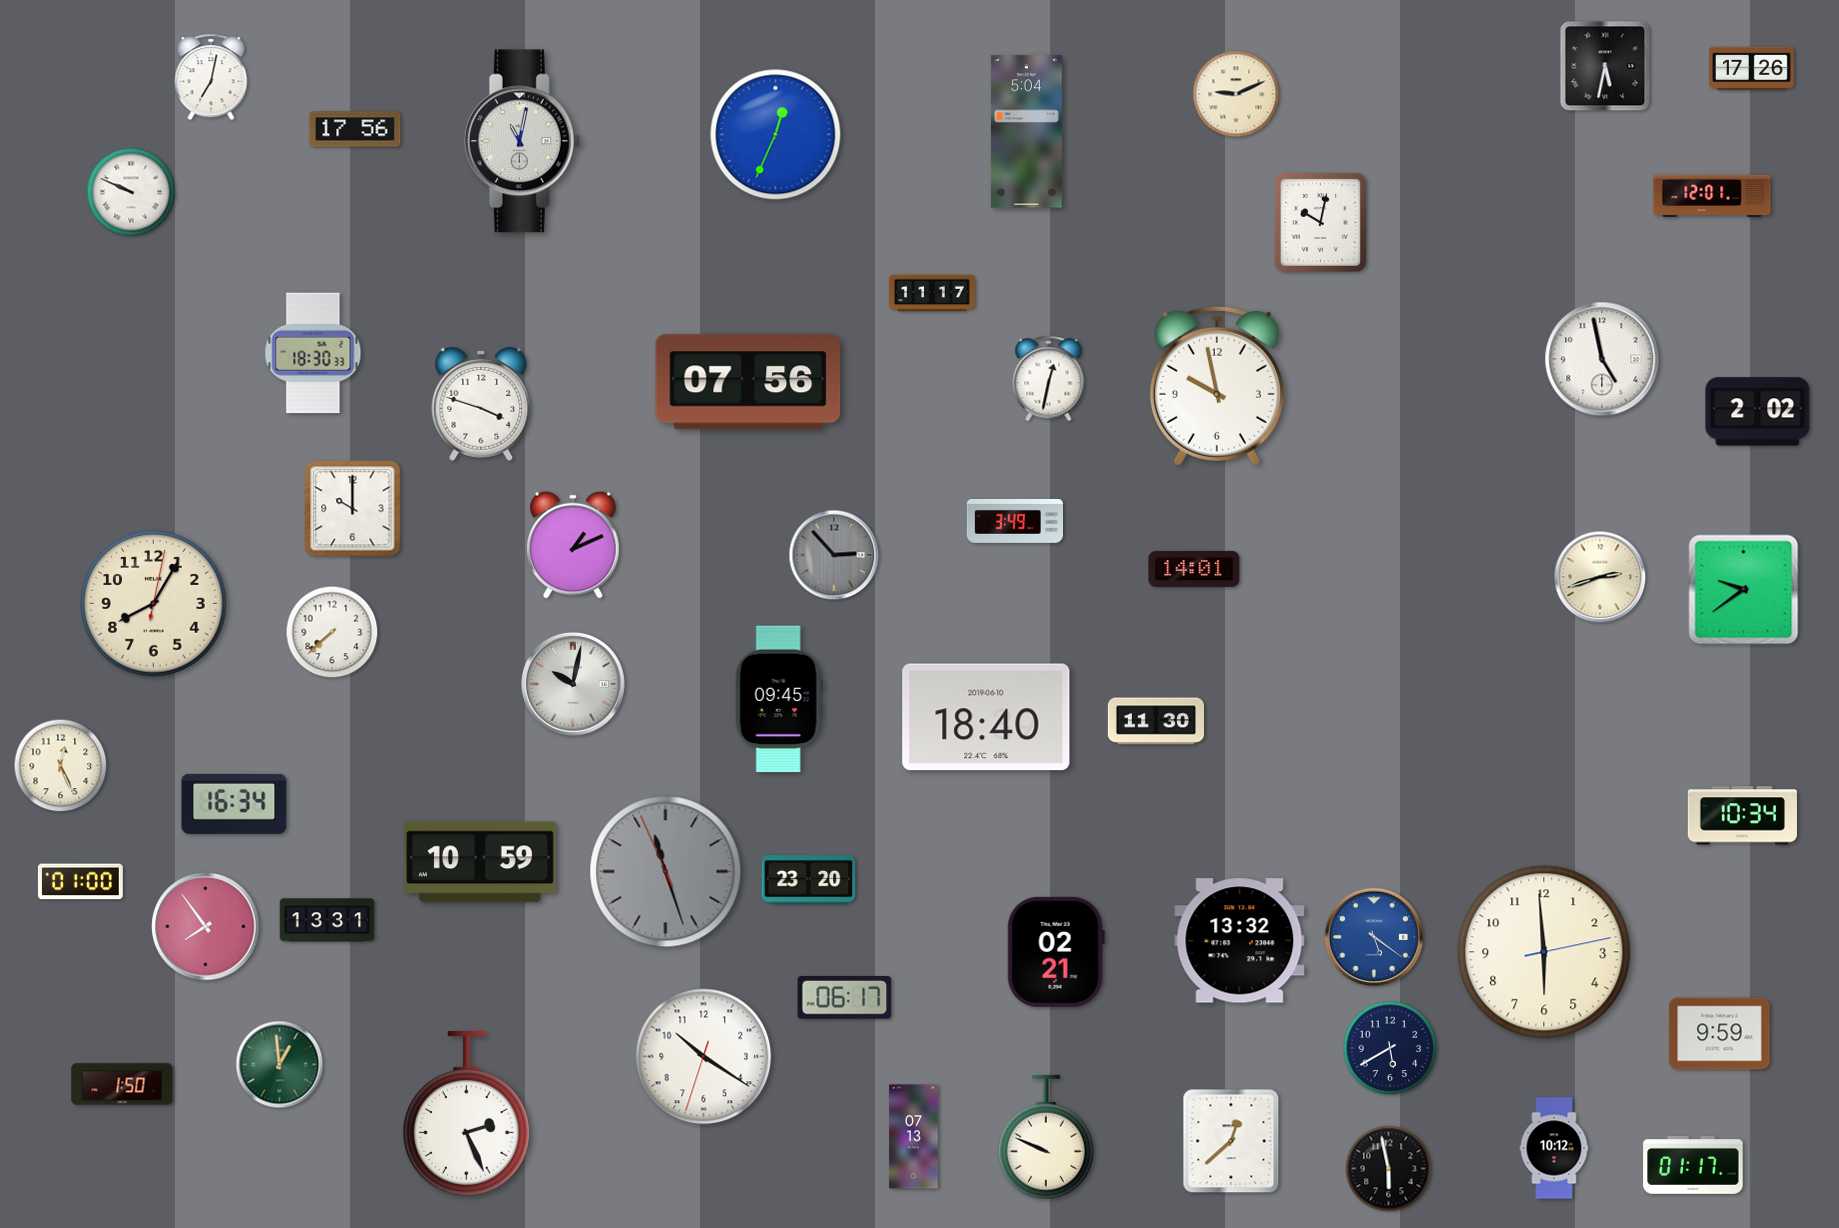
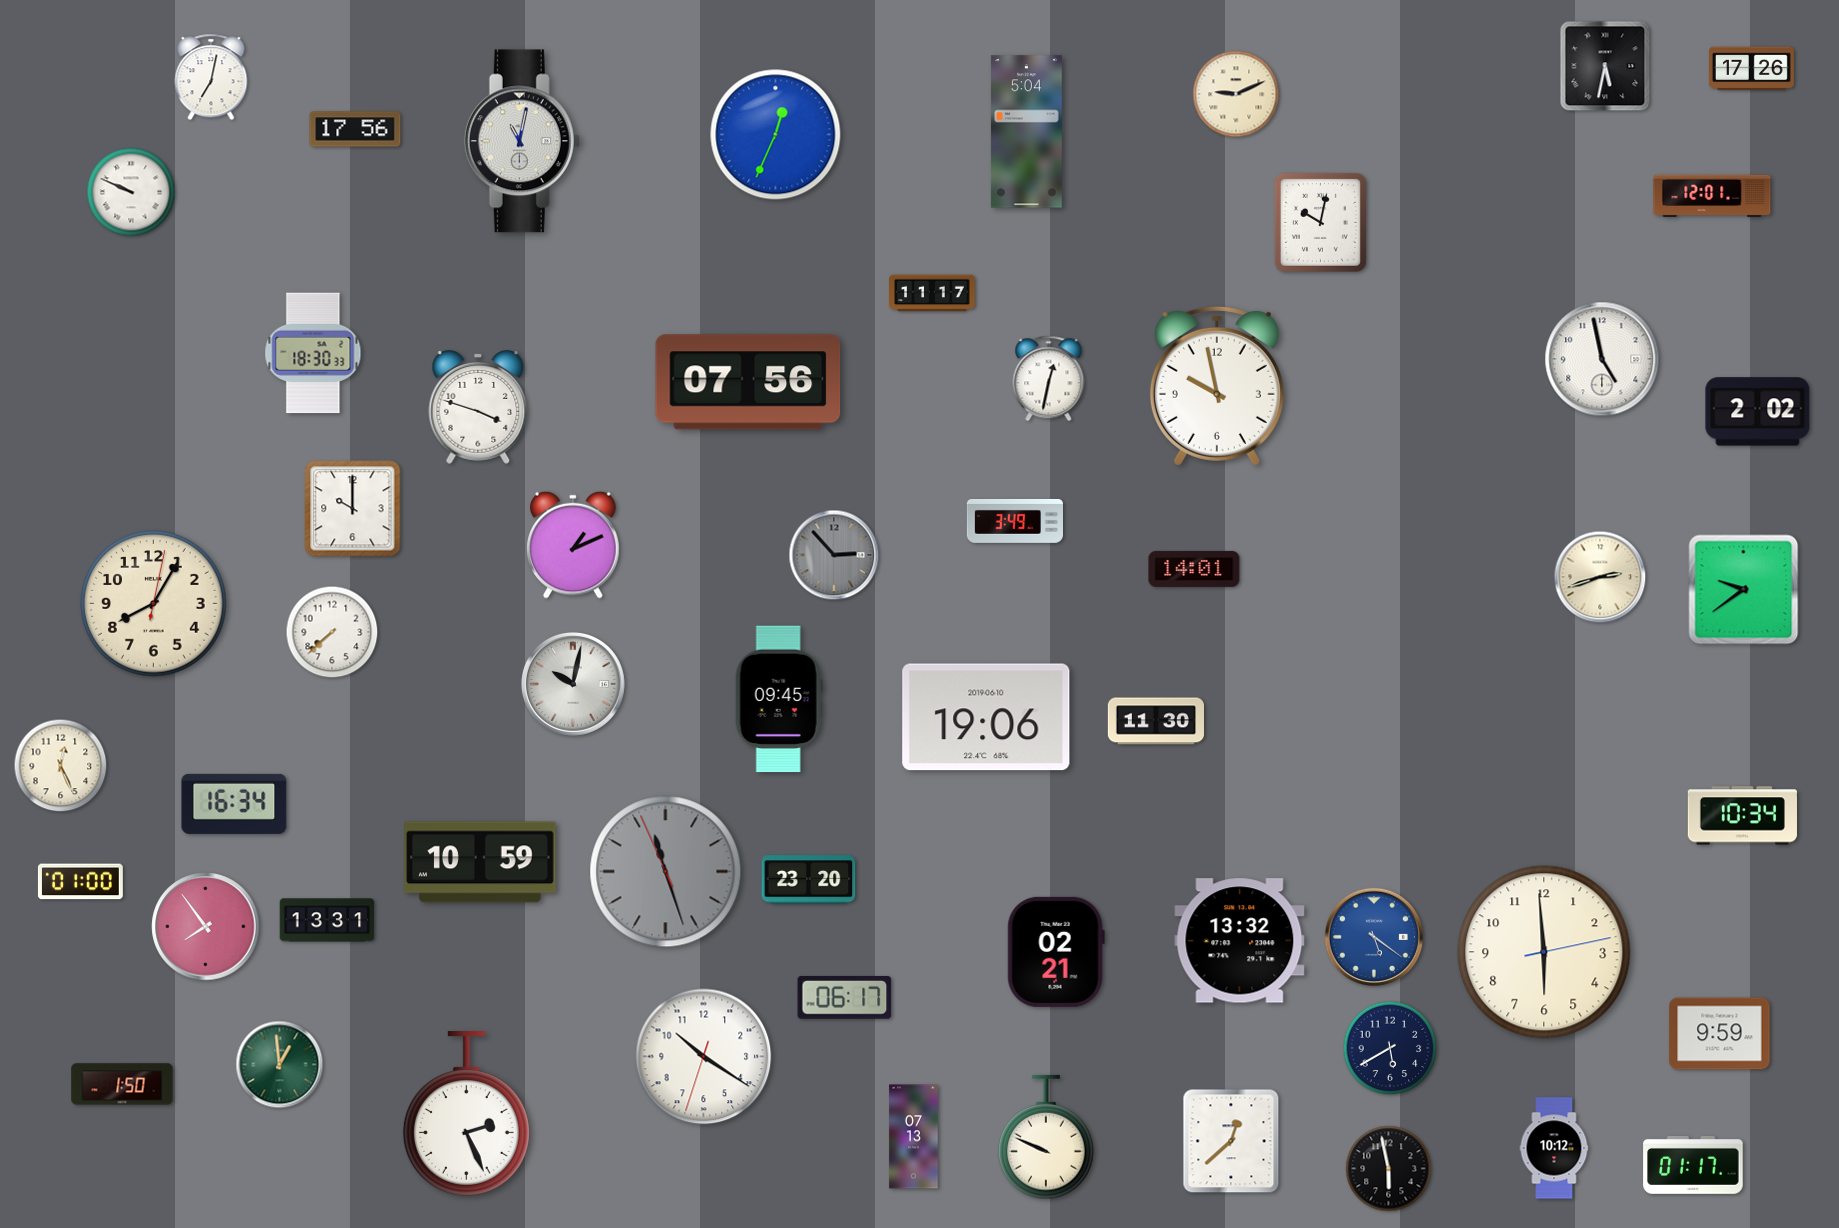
clock at (481, 405) position: (481, 405) -> (478, 408)
clock at (986, 717): 18:40 -> 19:06
